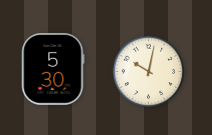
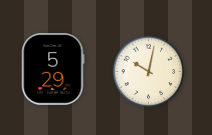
clock at (53, 69): 5:30 -> 5:29
